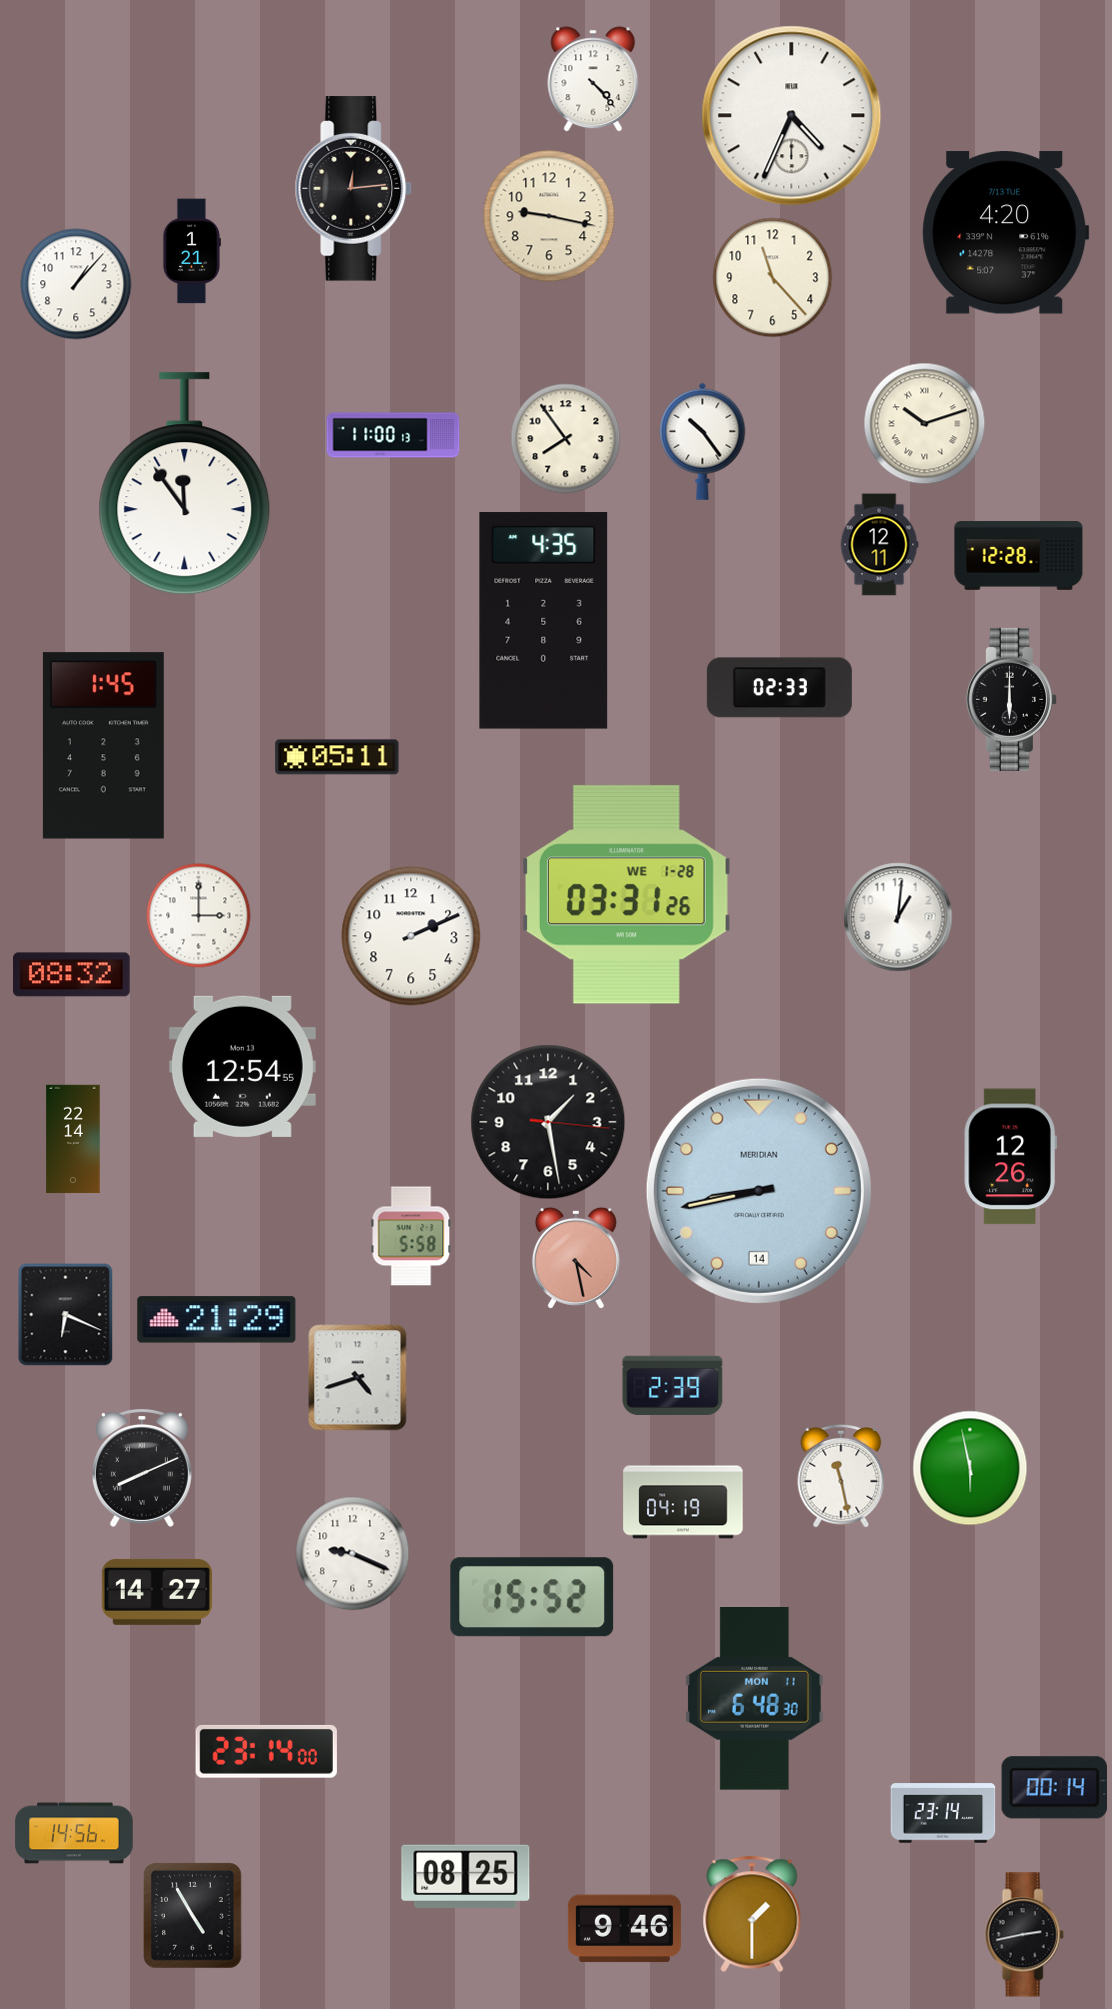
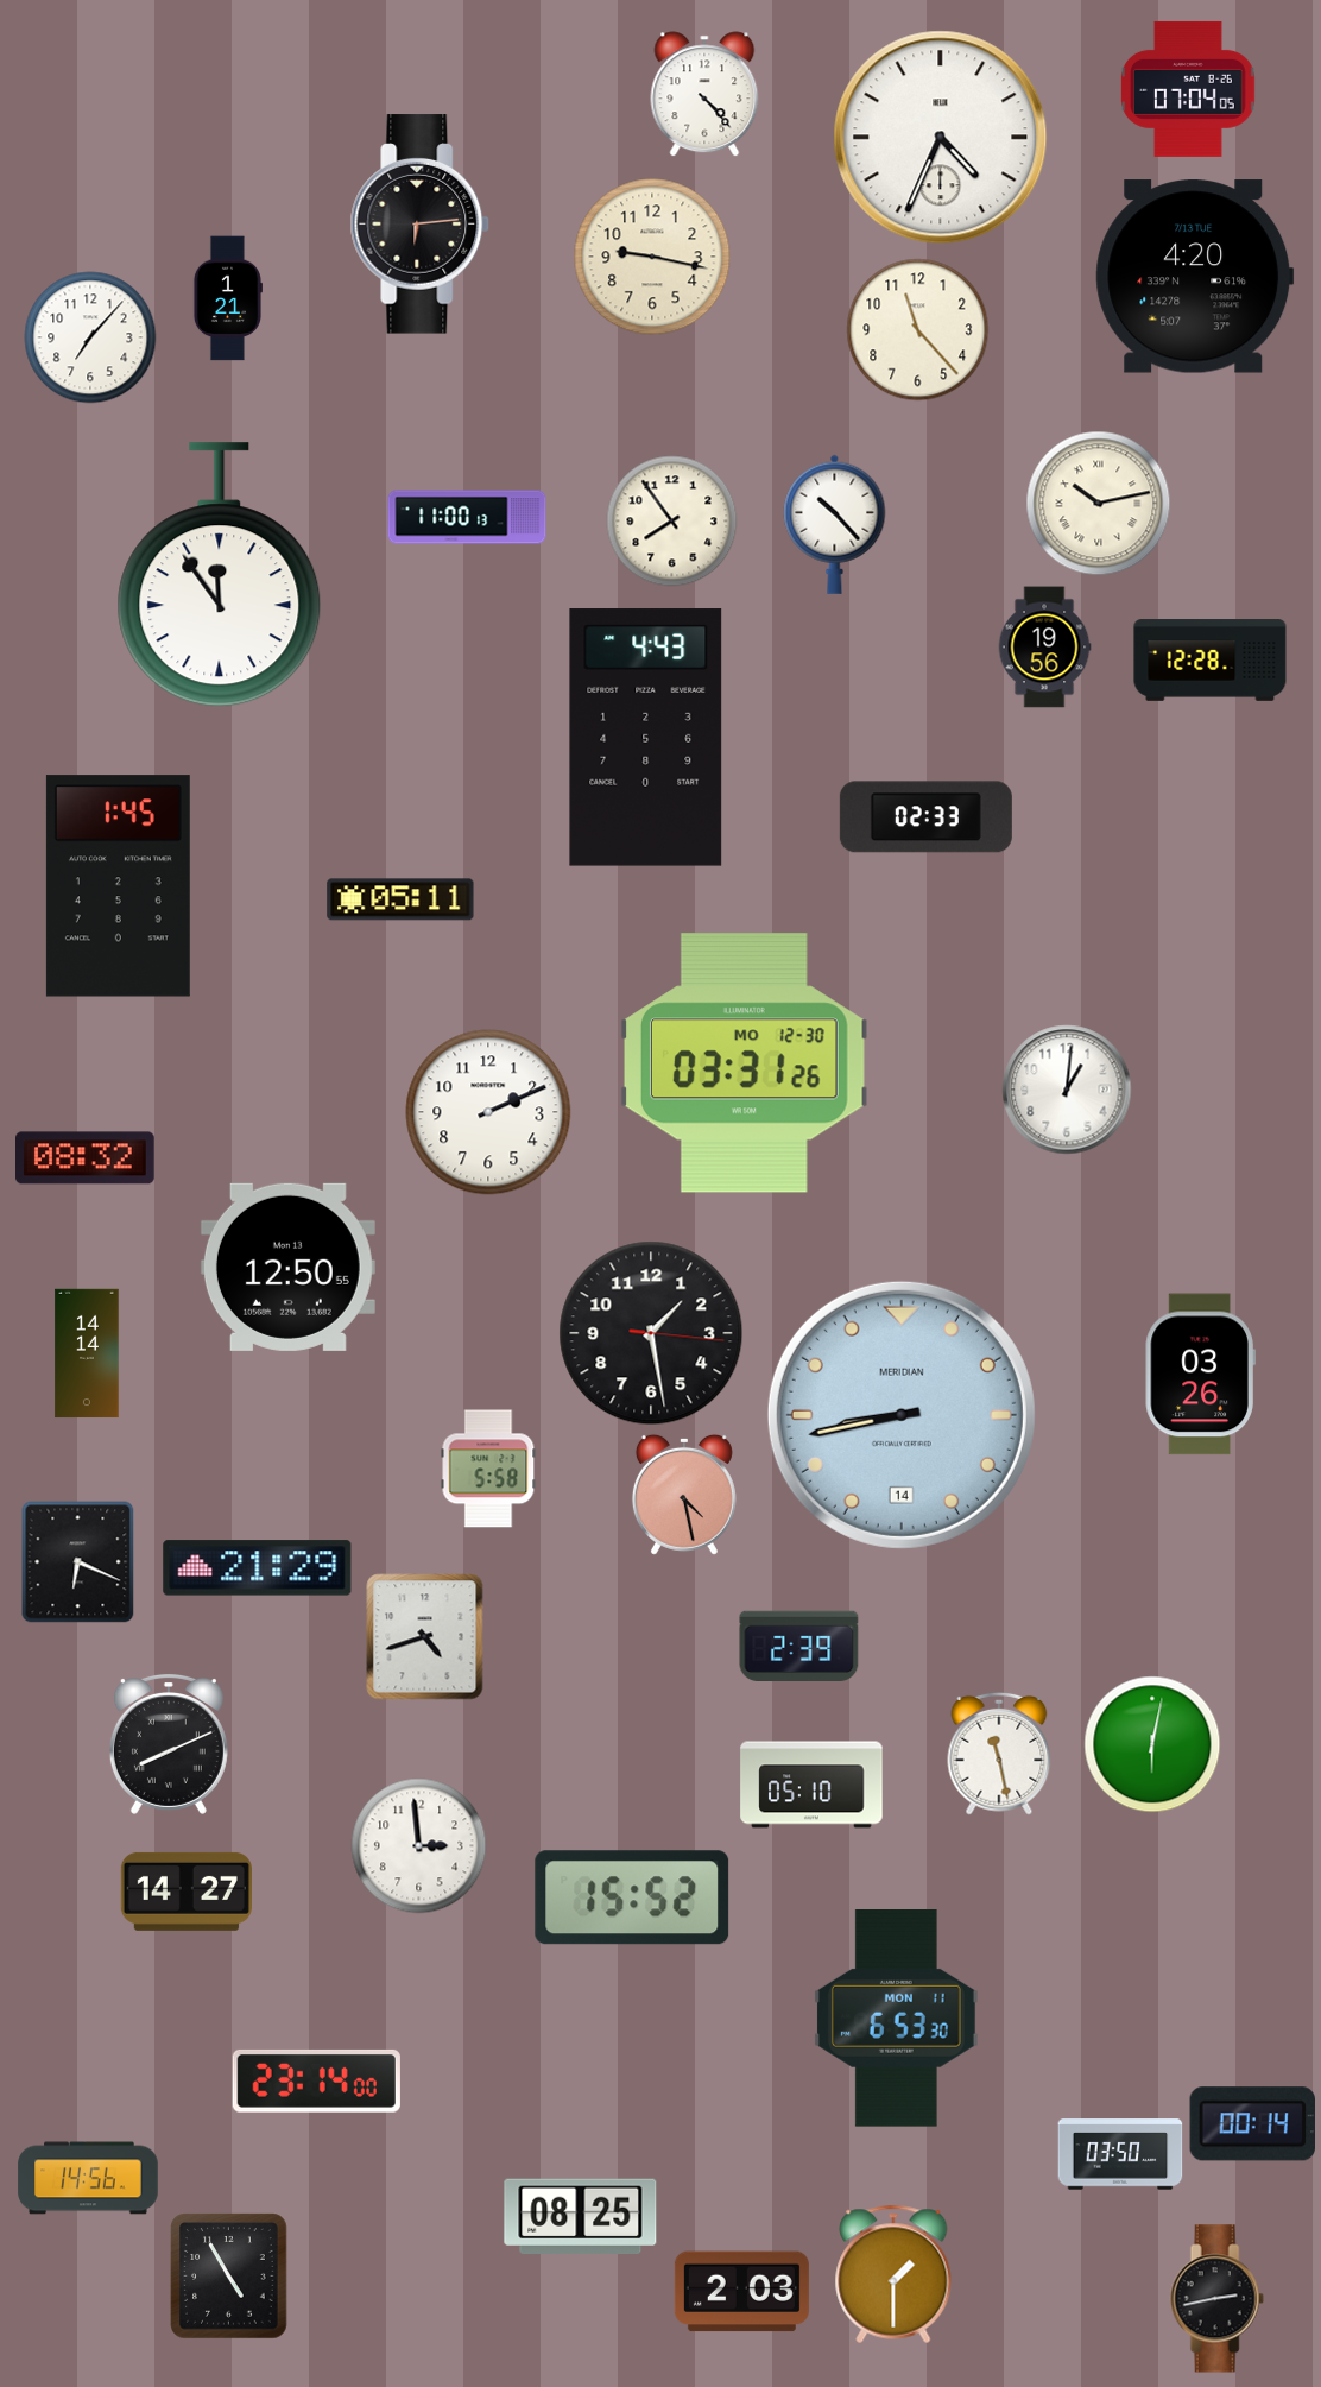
clock at (1188, 89): none -> 07:04
clock at (354, 189): 12:14 -> 6:14
clock at (76, 284): 1:07 -> 7:07
clock at (925, 424): 10:12 -> 10:13
clock at (703, 441): 10:24 -> 10:23
clock at (879, 545): 12:11 -> 19:56
clock at (544, 621): 4:35 -> 4:43
clock at (1011, 699): 6:00 -> none
clock at (103, 746) position: (103, 746) -> (118, 886)
clock at (627, 895) date: WE 1-28 -> MO 12-30
clock at (199, 916): 3:00 -> none
clock at (242, 1066): 12:54 -> 12:50
clock at (73, 1139): 22:14 -> 14:14
clock at (1010, 1157): 12:26 -> 03:26
clock at (970, 1468): 5:58 -> 6:02
clock at (683, 1502): 04:19 -> 05:10
clock at (353, 1554): 9:19 -> 2:59
clock at (754, 1699): 6:48 -> 6:53
clock at (943, 1813): 23:14 -> 03:50
clock at (466, 1877) position: (466, 1877) -> (581, 2217)
clock at (624, 1929): 9:46 -> 2:03
